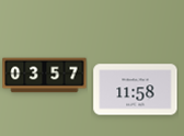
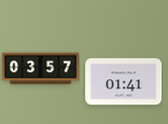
clock at (136, 90): 11:58 -> 01:41
